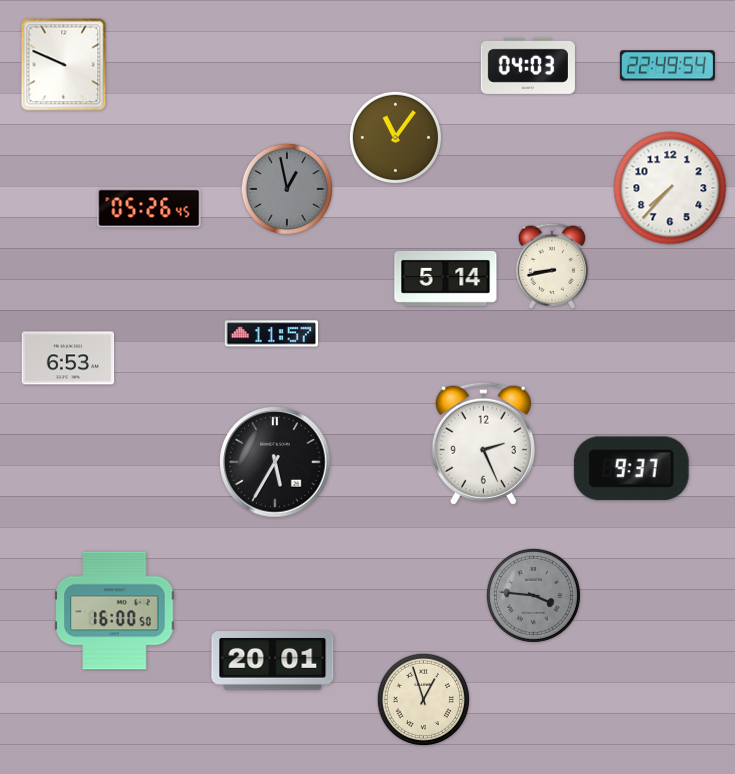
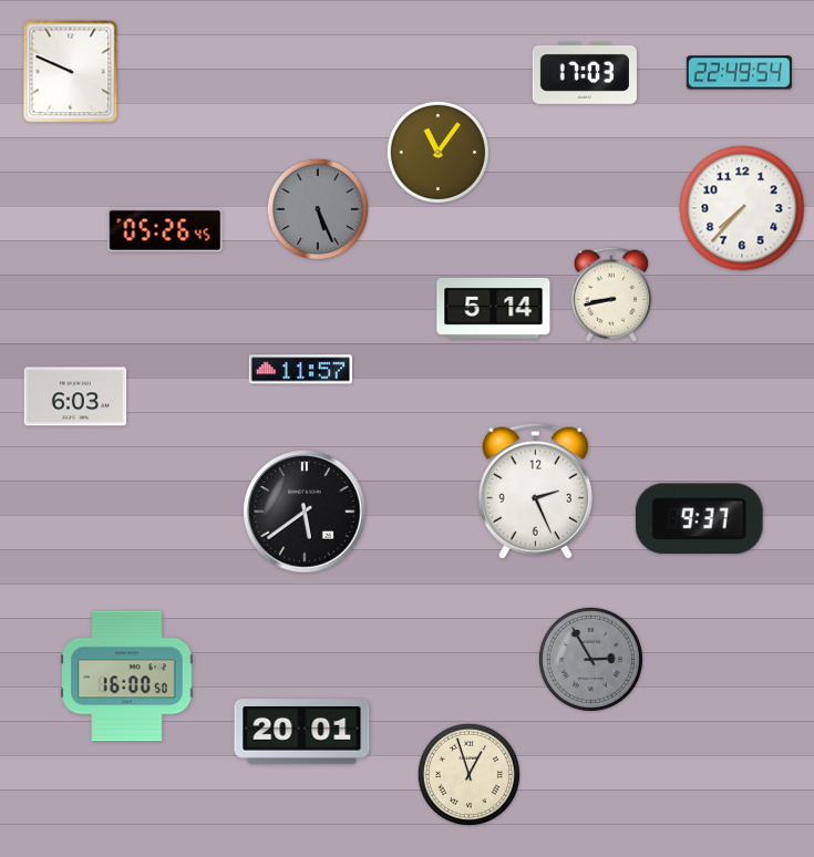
clock at (528, 66): 04:03 -> 17:03
clock at (287, 188): 12:58 -> 5:26
clock at (68, 358): 6:53 -> 6:03
clock at (275, 462): 5:35 -> 5:39
clock at (533, 595): 3:46 -> 2:55
